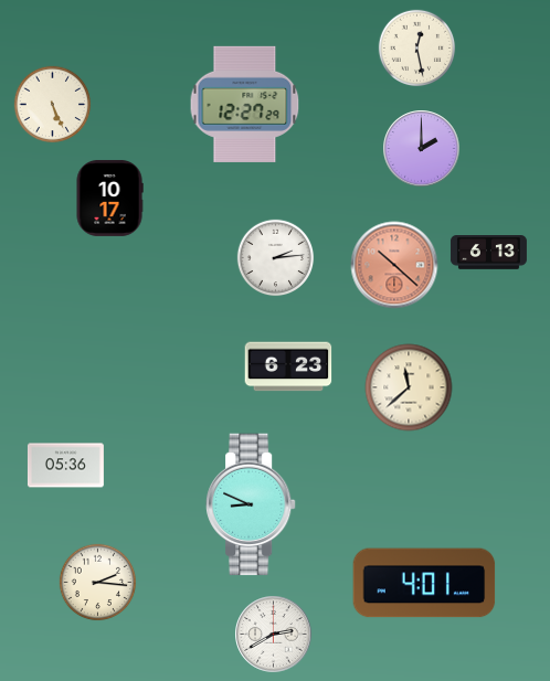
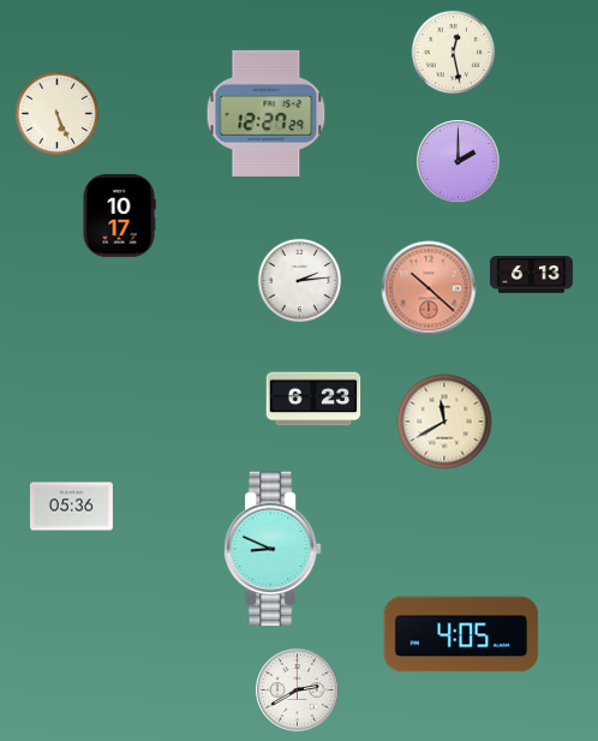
clock at (409, 387): 11:38 -> 11:40
clock at (98, 583): 2:16 -> none
clock at (424, 583): 4:01 -> 4:05
